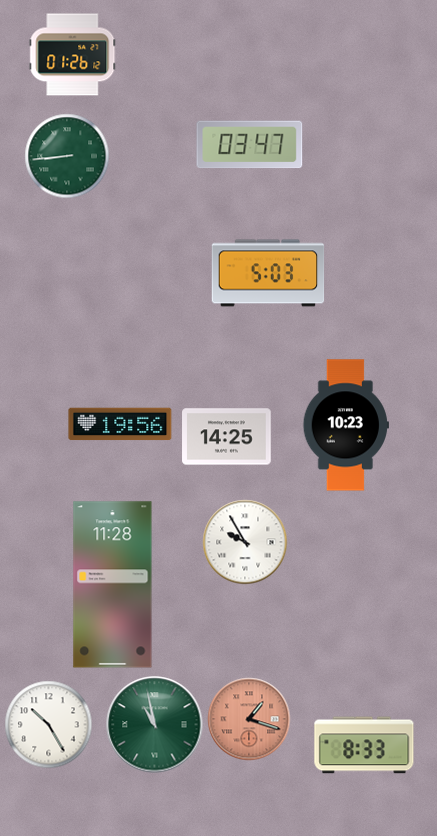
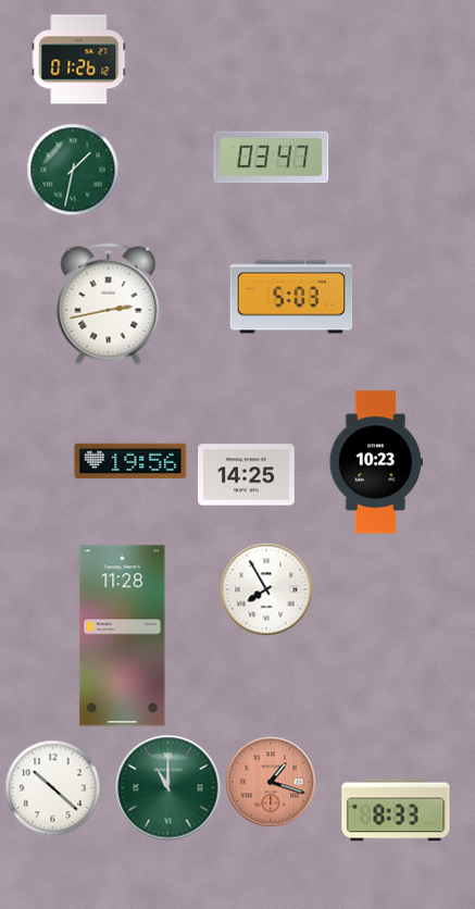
clock at (67, 156): 8:44 -> 1:32
clock at (109, 304): none -> 2:43
clock at (245, 542): 9:55 -> 7:55
clock at (49, 725): 10:25 -> 10:22
clock at (155, 725): 10:58 -> 11:00
